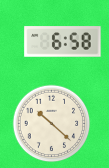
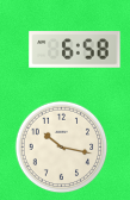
clock at (51, 123): 10:22 -> 10:17
